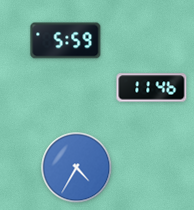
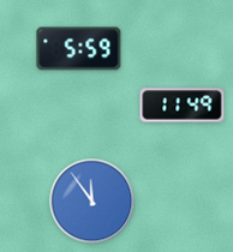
clock at (152, 88): 11:46 -> 11:49
clock at (77, 168): 4:35 -> 11:54
